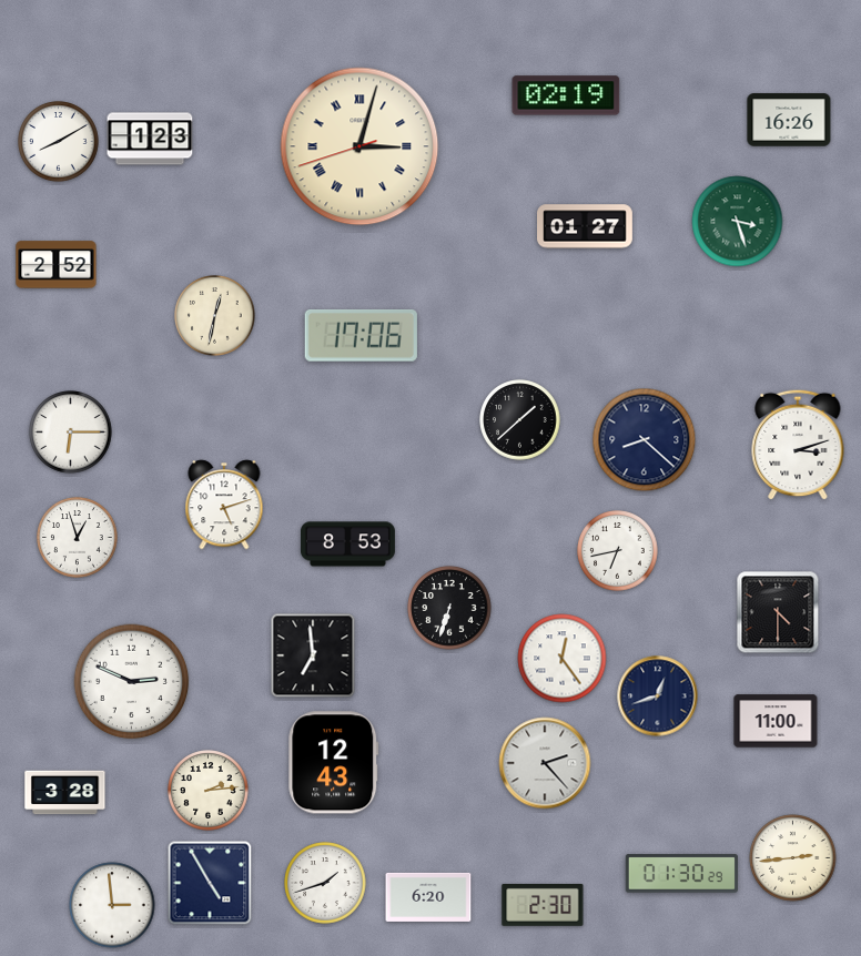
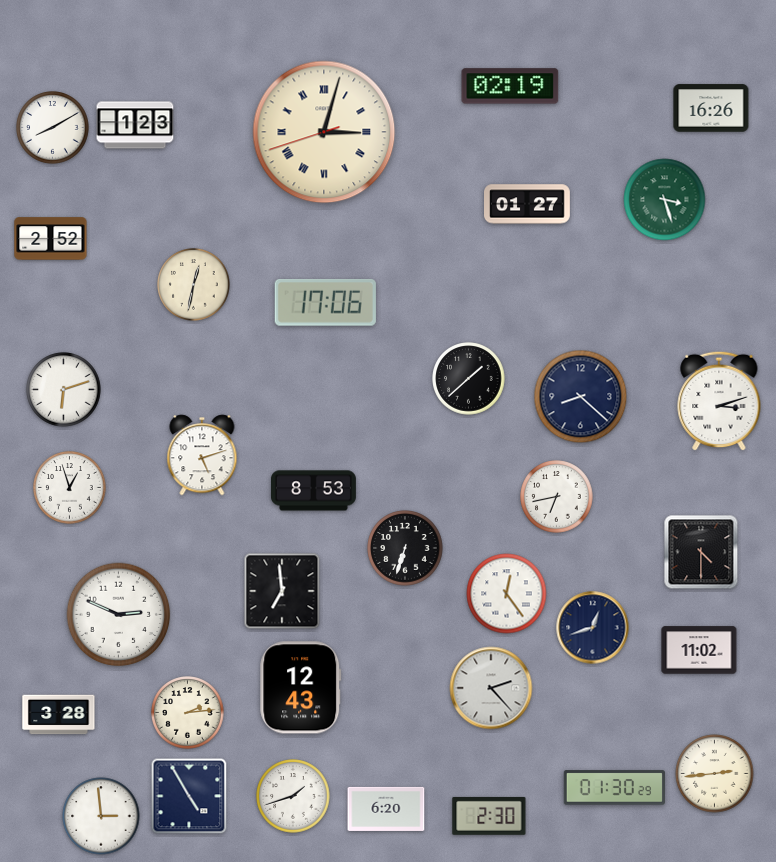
clock at (71, 433): 6:15 -> 6:12
clock at (78, 538) position: (78, 538) -> (70, 488)
clock at (776, 721): 11:00 -> 11:02
